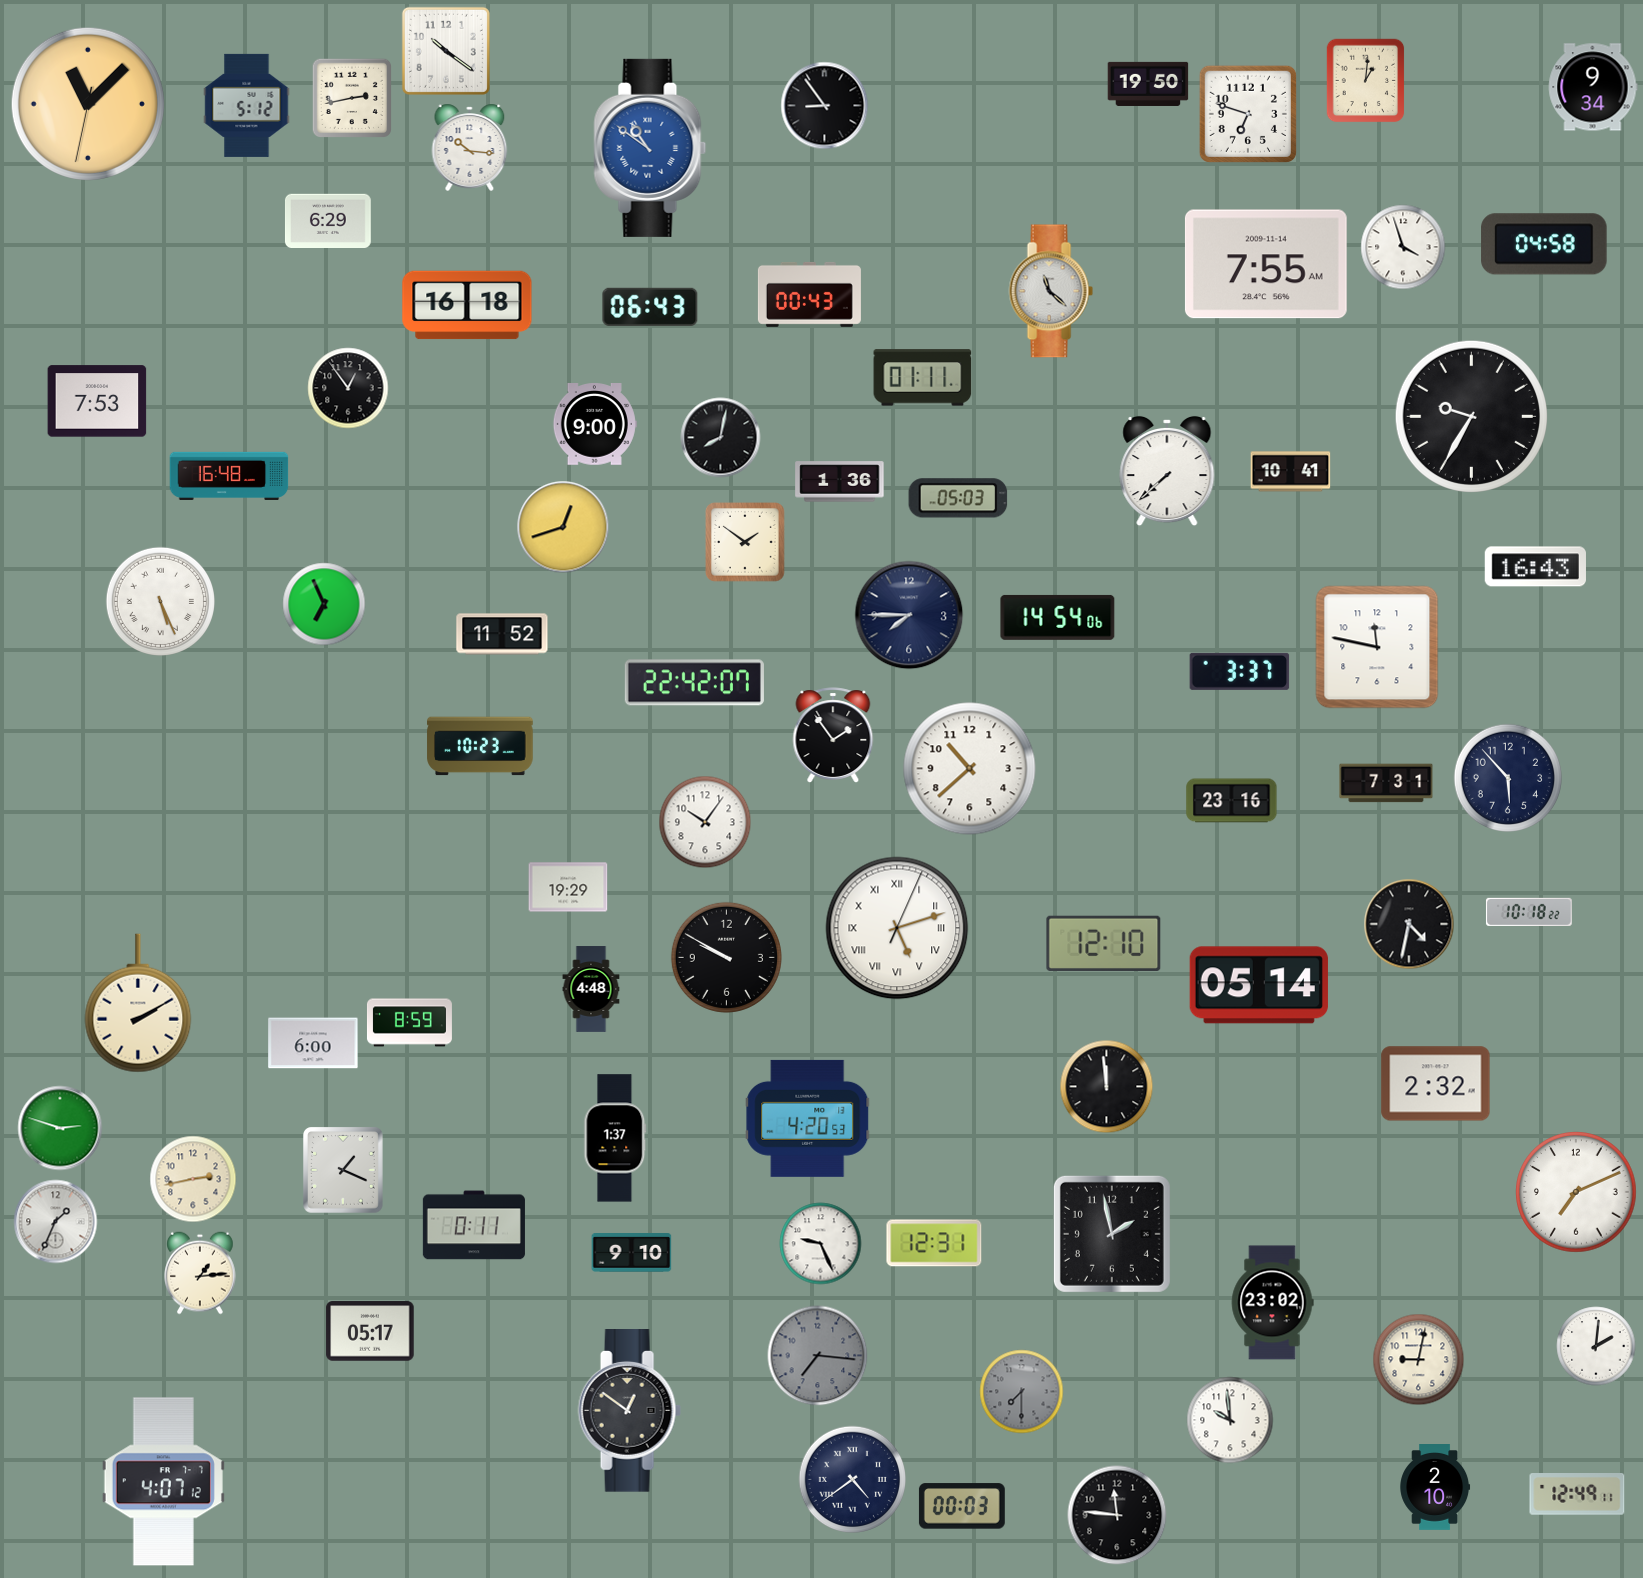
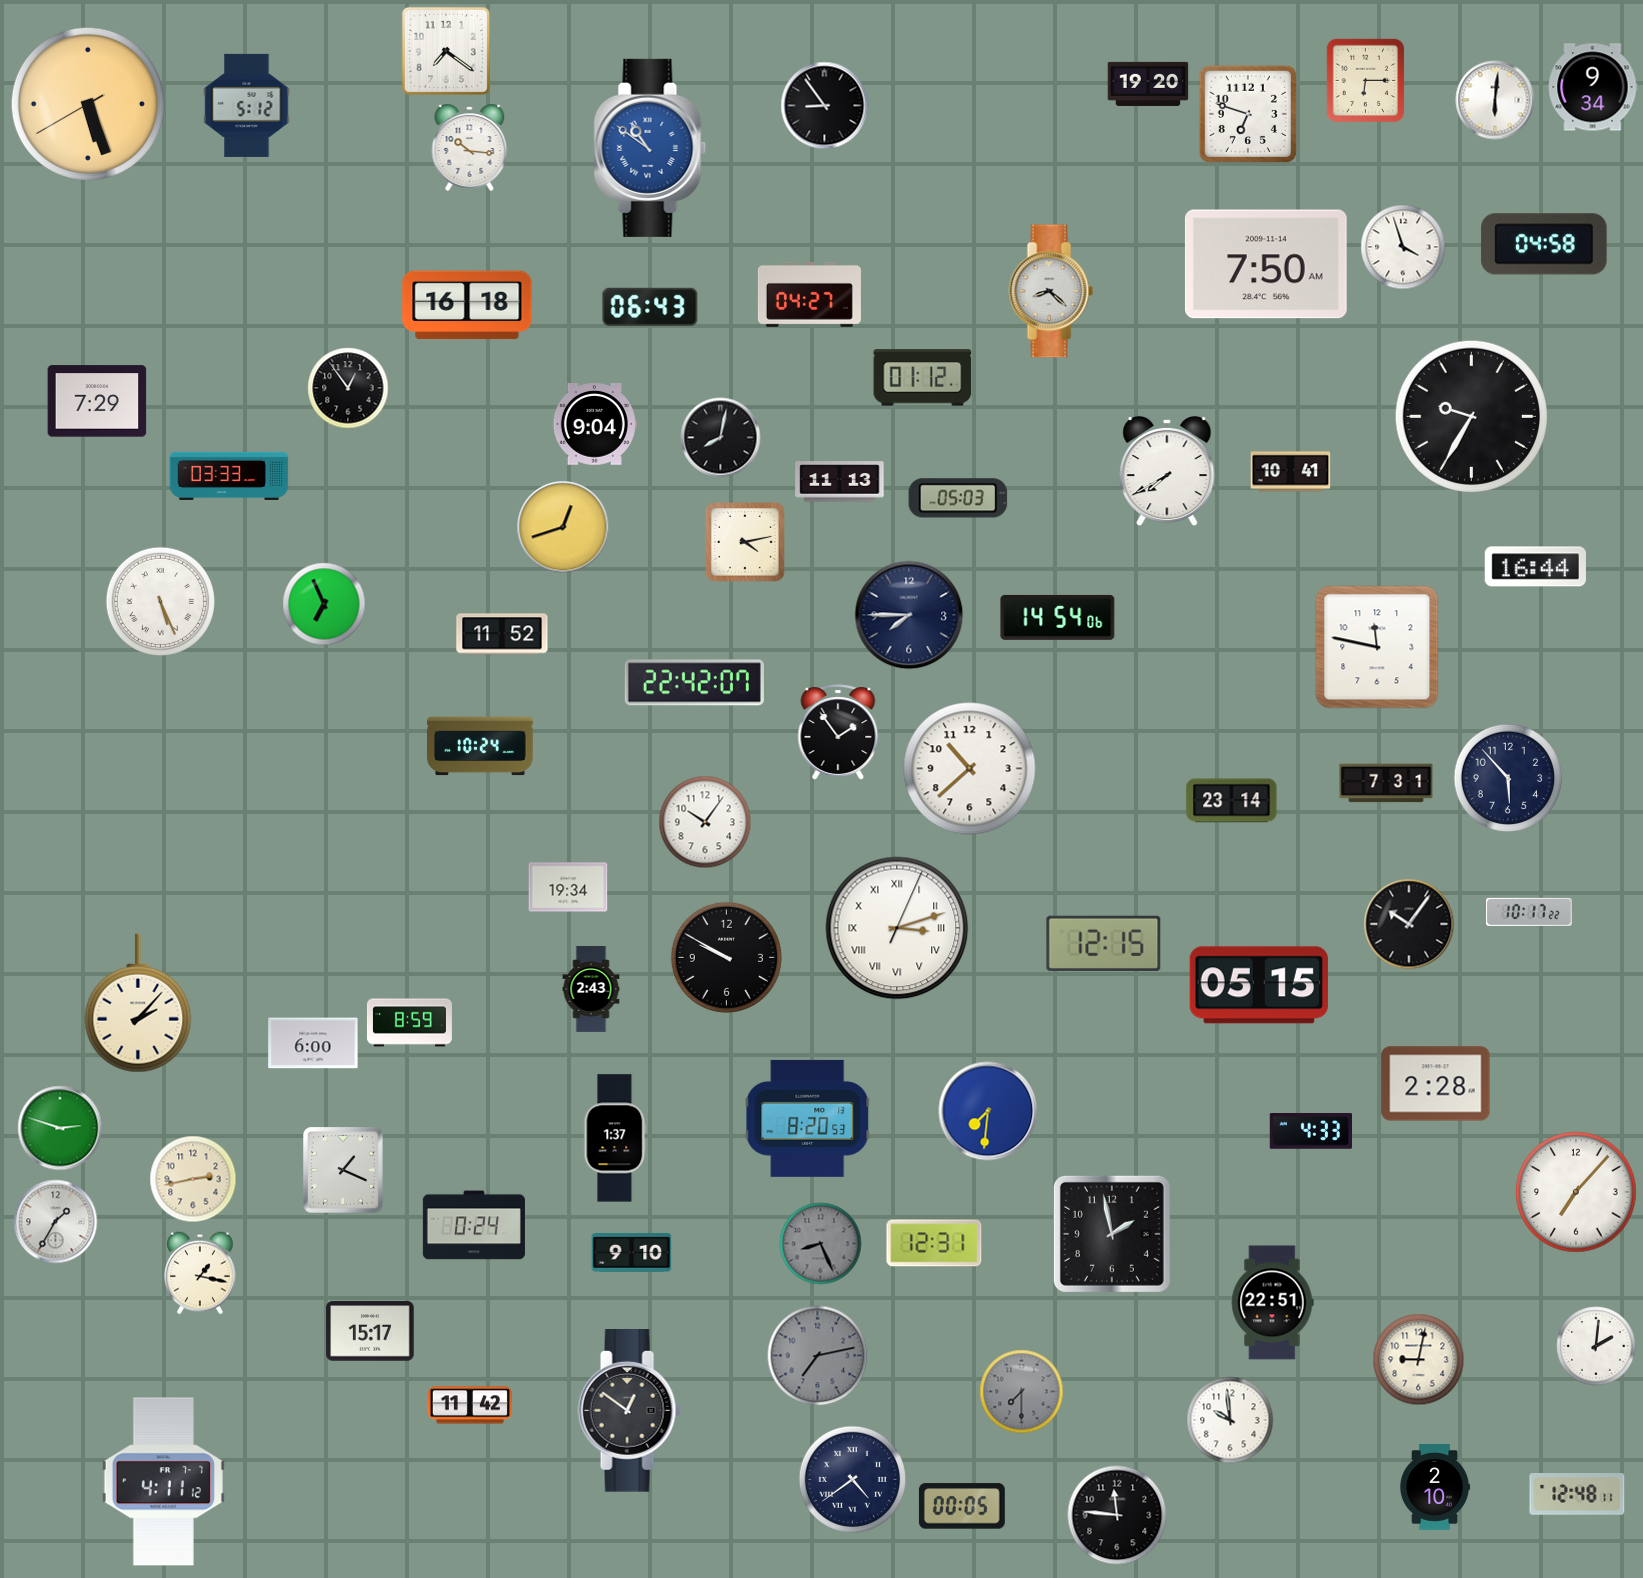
clock at (446, 51): 10:21 -> 7:21
clock at (1366, 81): 1:01 -> 6:15
clock at (1148, 84): 19:50 -> 19:20
clock at (351, 97): 2:43 -> none
clock at (1495, 100): none -> 6:01
clock at (88, 104): 11:07 -> 5:26
clock at (328, 220): 6:29 -> none
clock at (1266, 264): 7:55 -> 7:50
clock at (1051, 291): 11:22 -> 8:22
clock at (809, 294): 00:43 -> 04:27
clock at (923, 378): 01:11 -> 01:12
clock at (97, 401): 7:53 -> 7:29
clock at (595, 425): 9:00 -> 9:04
clock at (1167, 471): 7:38 -> 7:40
clock at (229, 476): 16:48 -> 03:33
clock at (840, 482): 1:36 -> 11:13
clock at (746, 543): 1:51 -> 4:13
clock at (1535, 567): 16:43 -> 16:44
clock at (1240, 671): 3:37 -> none
clock at (833, 735) position: (833, 735) -> (838, 732)
clock at (480, 746): 10:23 -> 10:24
clock at (1232, 801): 23:16 -> 23:14
clock at (568, 887): 19:29 -> 19:34
clock at (1529, 912): 10:18 -> 10:17
clock at (1409, 924): 4:32 -> 10:06
clock at (897, 928): 5:12 -> 3:12
clock at (1104, 943): 12:10 -> 12:15
clock at (1259, 985): 05:14 -> 05:15
clock at (591, 989): 4:48 -> 2:43
clock at (138, 1003): 2:10 -> 2:07
clock at (1436, 1084): 2:32 -> 2:28
clock at (1107, 1087): 11:59 -> none
clock at (988, 1111): none -> 7:31
clock at (808, 1118): 4:20 -> 8:20
clock at (1310, 1132): none -> 4:33
clock at (1576, 1192): 7:11 -> 7:07
clock at (56, 1222): 1:34 -> 1:35
clock at (474, 1225): 0:11 -> 0:24
clock at (821, 1244): 9:26 -> 8:26
clock at (821, 1244) dial: white -> grey
clock at (201, 1273): 1:14 -> 1:17
clock at (1272, 1303): 23:02 -> 22:51
clock at (370, 1331): 05:17 -> 15:17
clock at (818, 1356): 7:16 -> 7:13
clock at (470, 1405): none -> 11:42
clock at (163, 1482): 4:07 -> 4:11
clock at (1577, 1495): 12:49 -> 12:48
clock at (962, 1506): 00:03 -> 00:05
